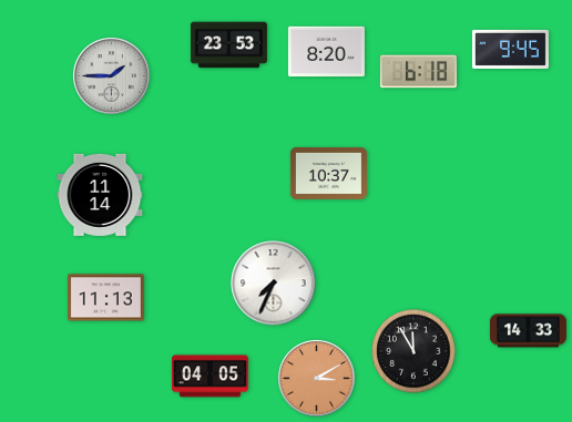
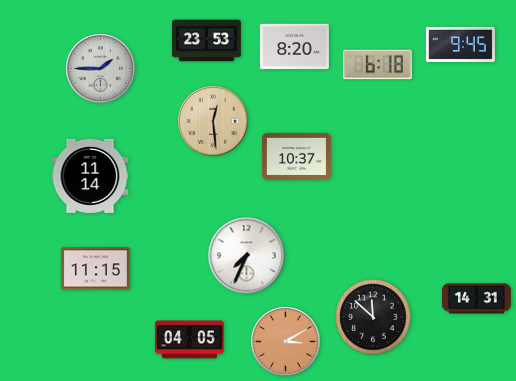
clock at (213, 121): none -> 12:29
clock at (105, 298): 11:13 -> 11:15
clock at (528, 331): 14:33 -> 14:31
clock at (413, 351): 11:55 -> 11:52
